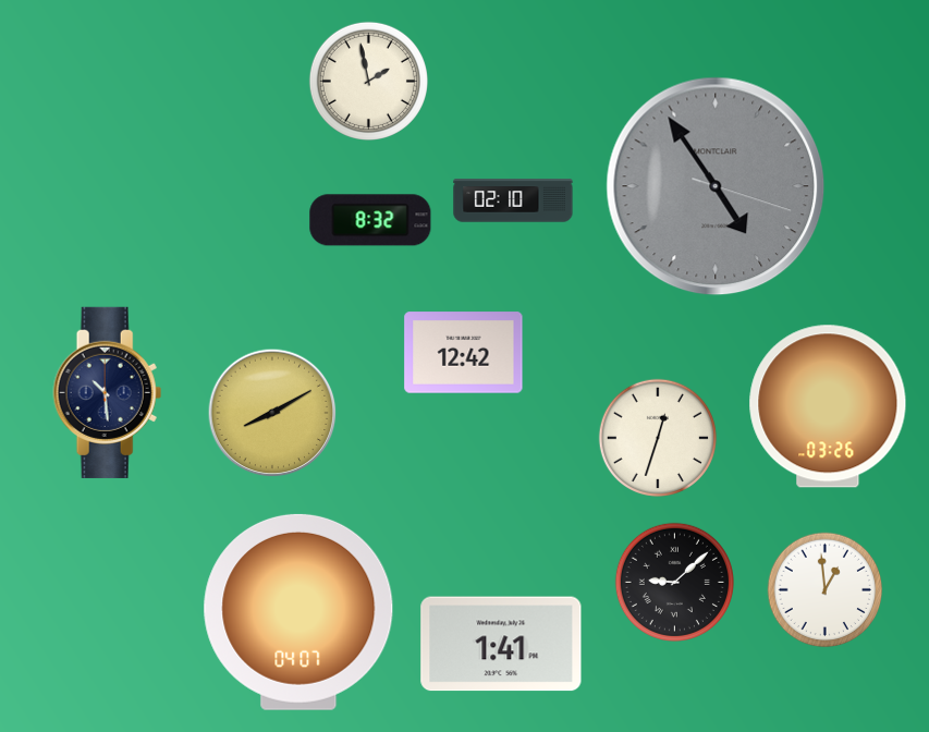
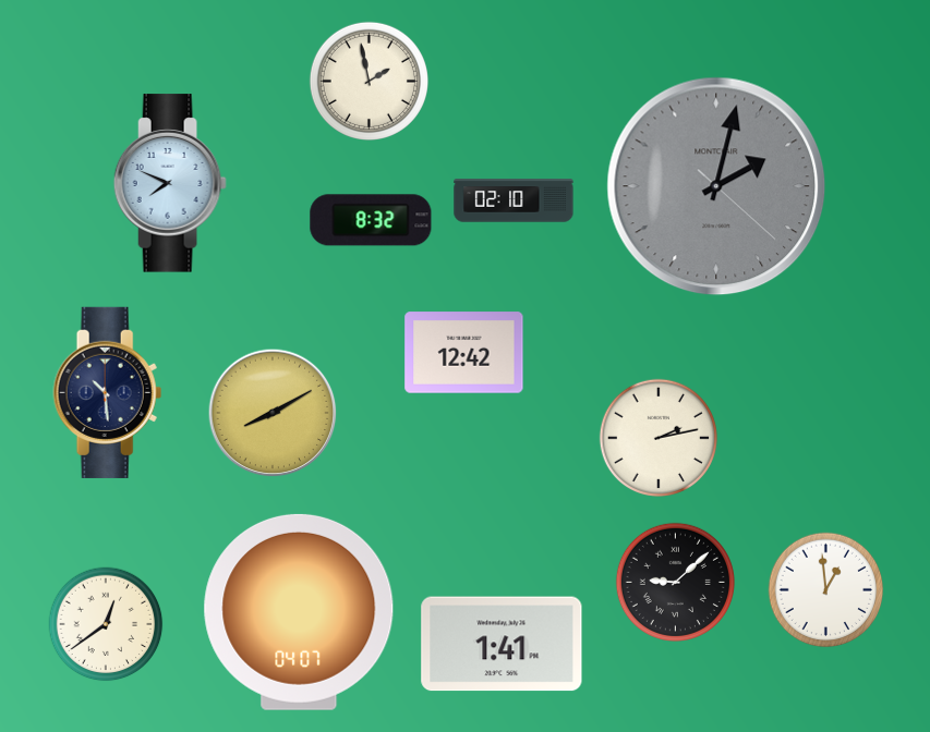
clock at (170, 183): none -> 7:49
clock at (716, 186): 4:54 -> 2:02
clock at (828, 406): 03:26 -> none
clock at (658, 438): 12:33 -> 2:13
clock at (106, 624): none -> 12:39
